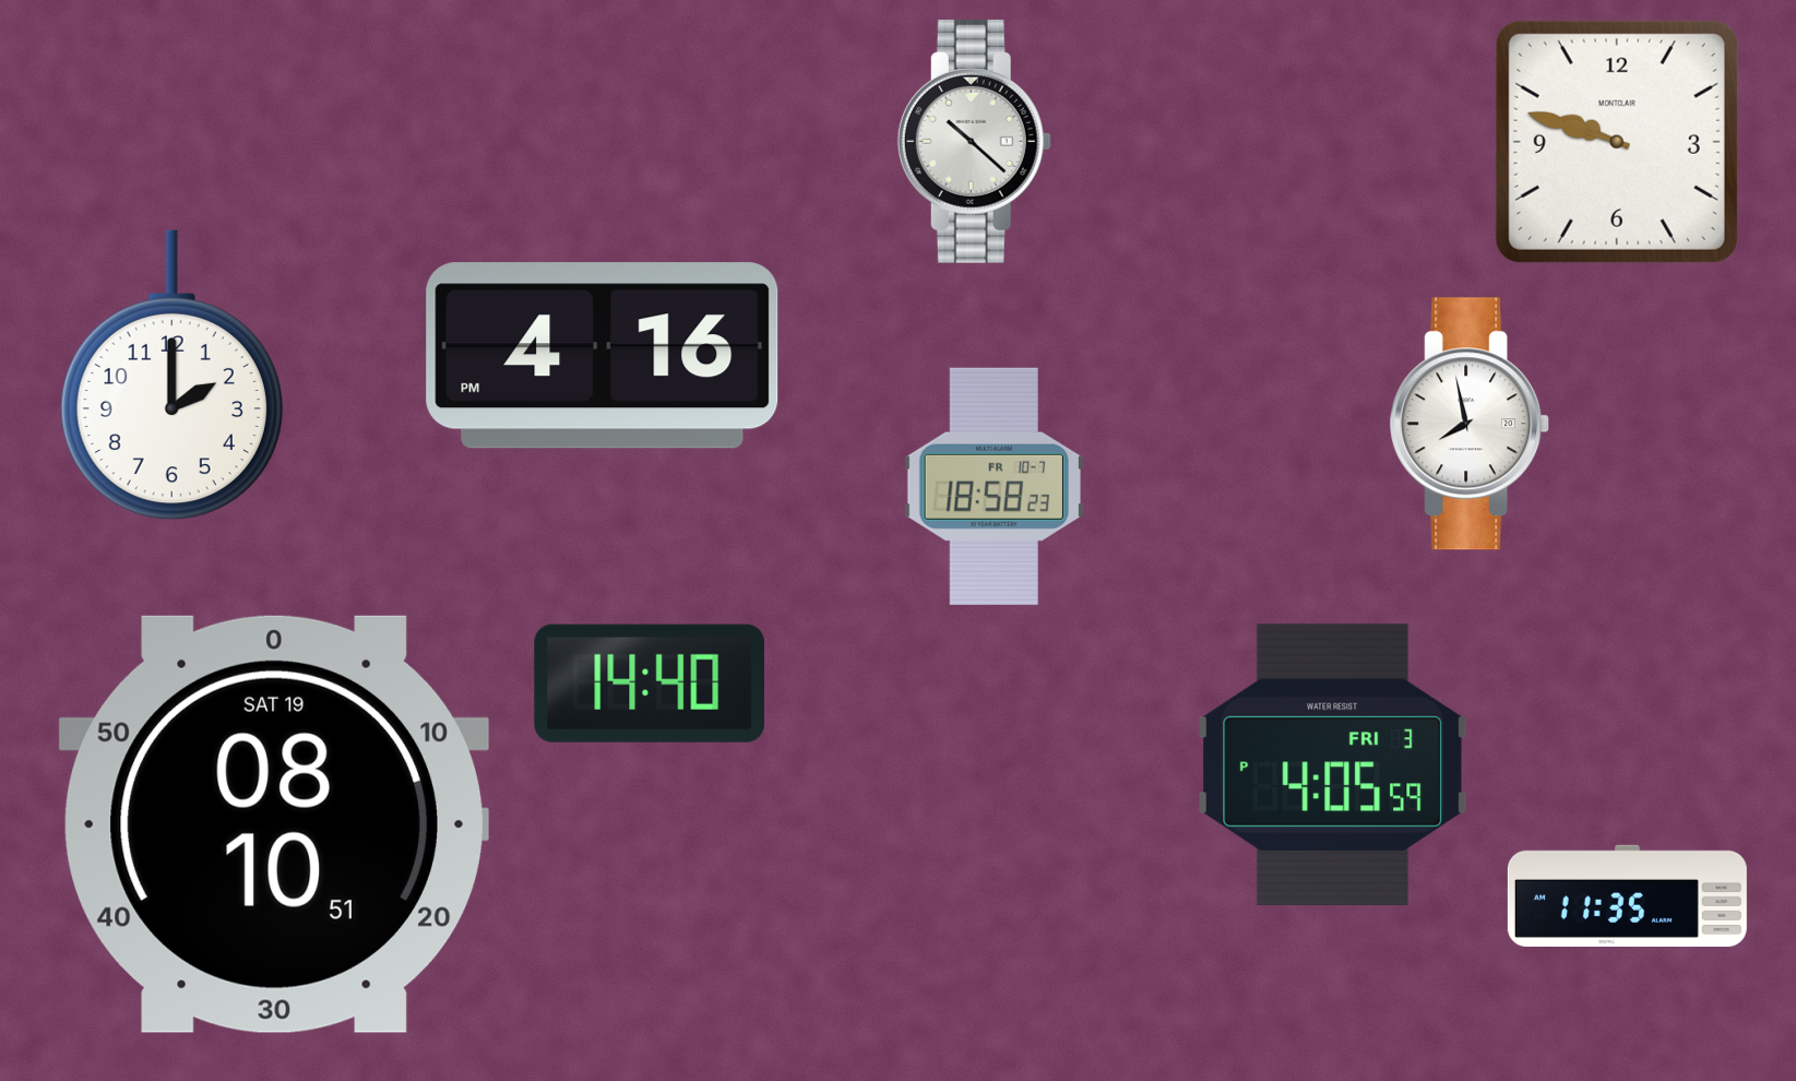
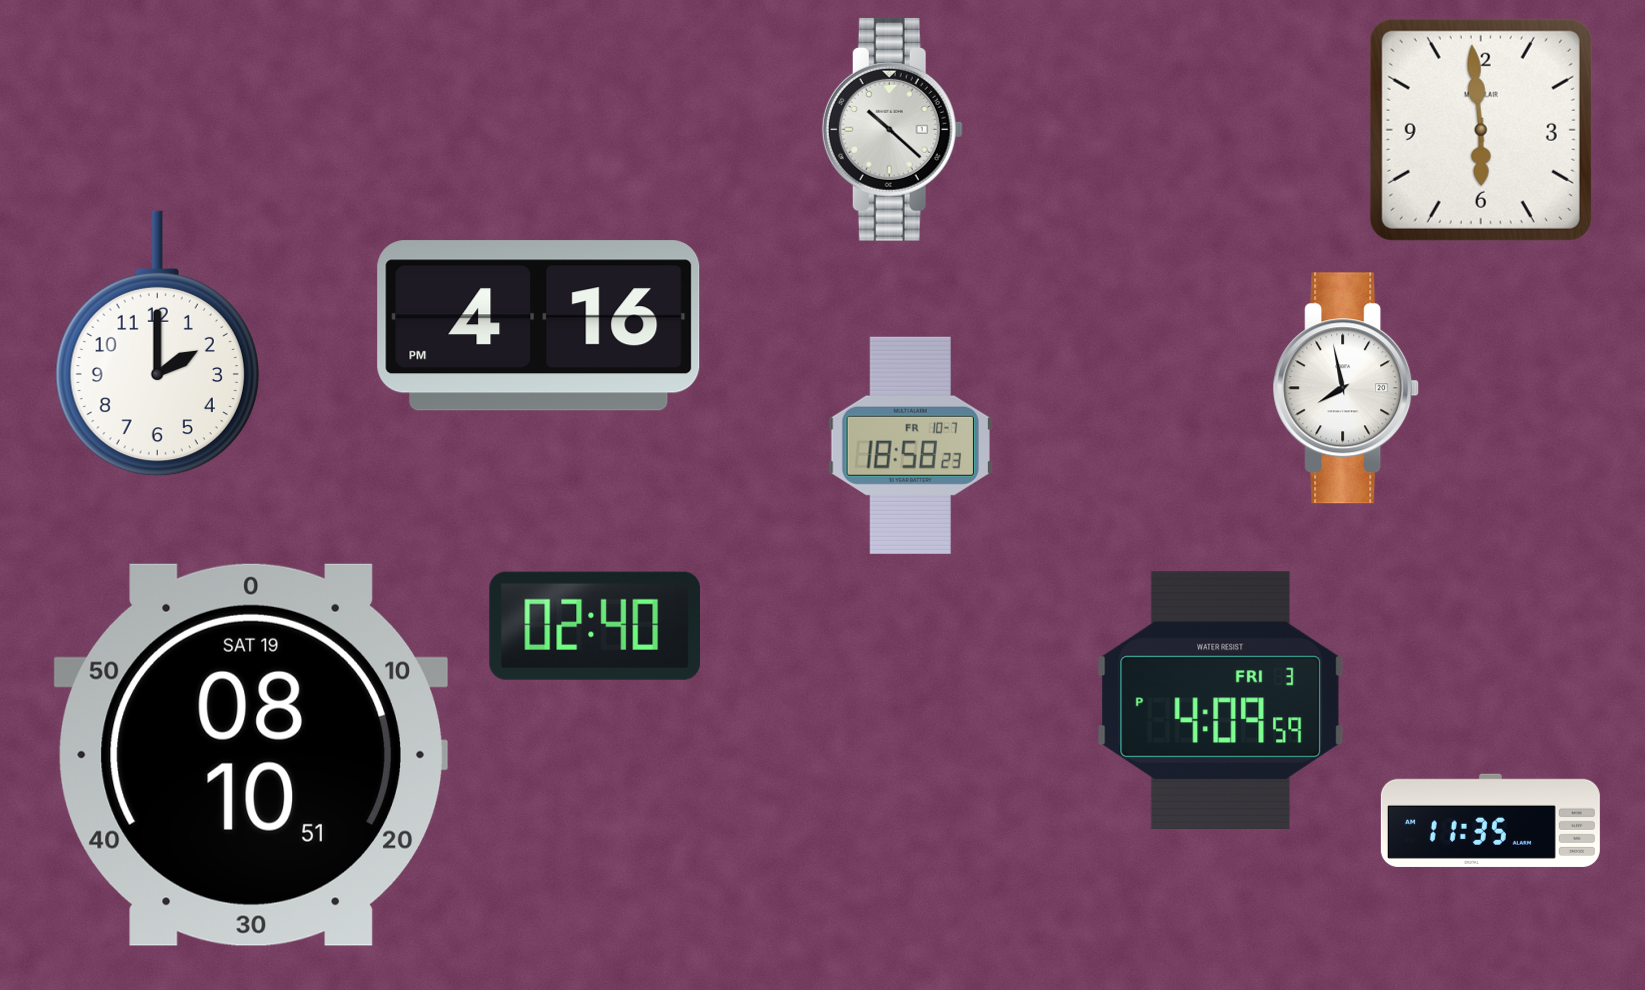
clock at (1617, 142): 9:48 -> 5:59
clock at (603, 356) position: (603, 356) -> (539, 326)
clock at (649, 684): 14:40 -> 02:40
clock at (1333, 764): 4:05 -> 4:09
